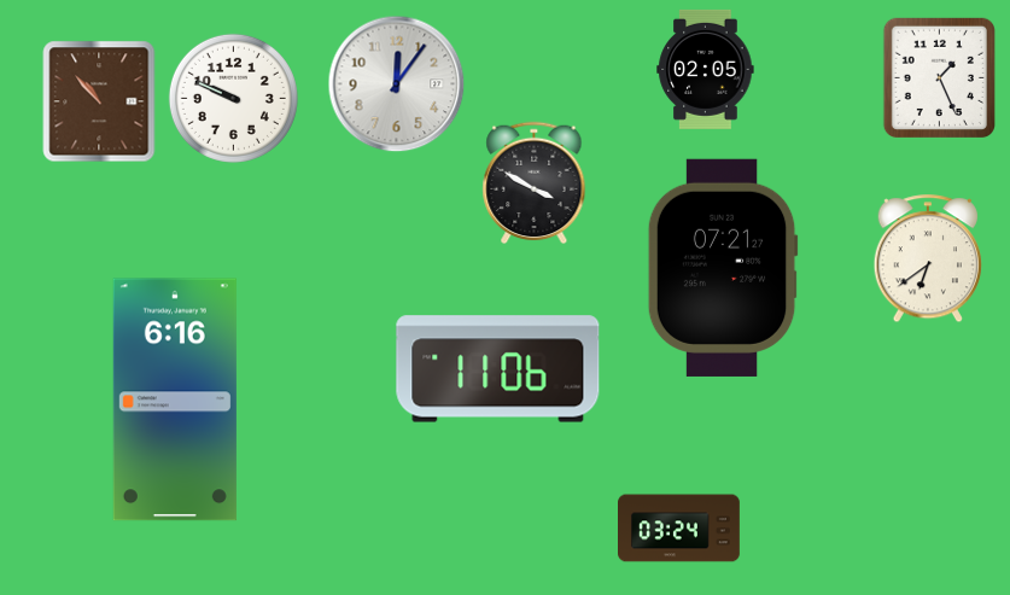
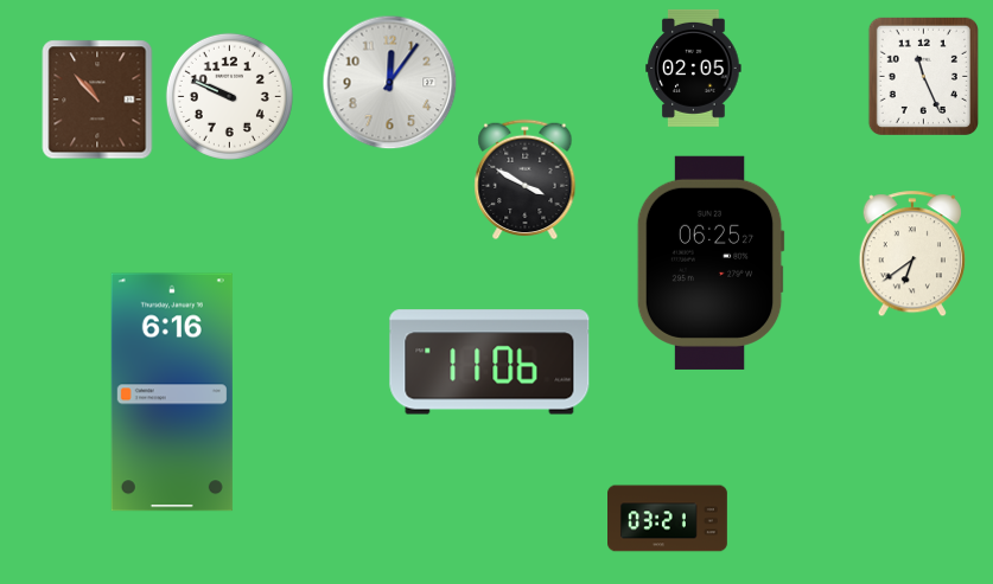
clock at (939, 77): 1:26 -> 11:26
clock at (723, 268): 07:21 -> 06:25
clock at (679, 529): 03:24 -> 03:21
